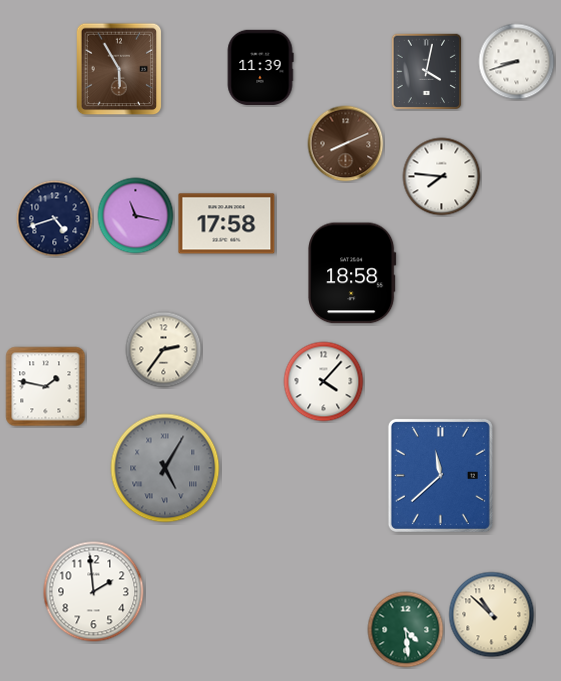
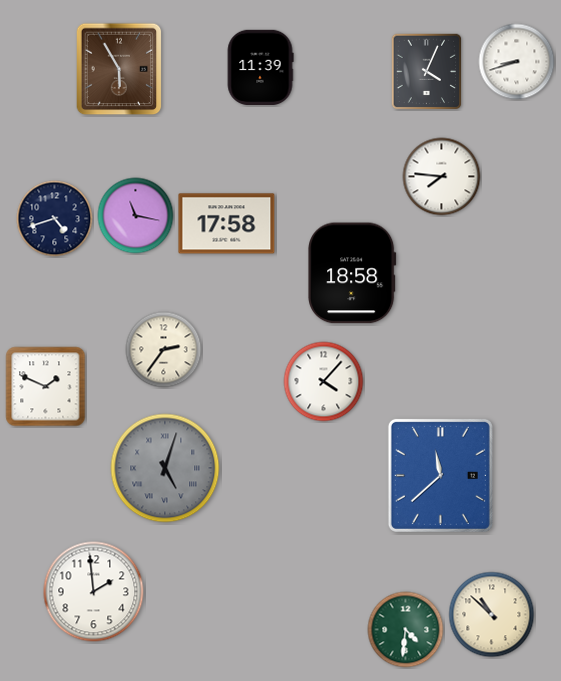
clock at (427, 72): 4:02 -> 4:04
clock at (346, 144): 8:11 -> none
clock at (46, 387): 1:47 -> 1:49
clock at (165, 468): 5:05 -> 5:03
clock at (406, 630): 4:29 -> 4:31
